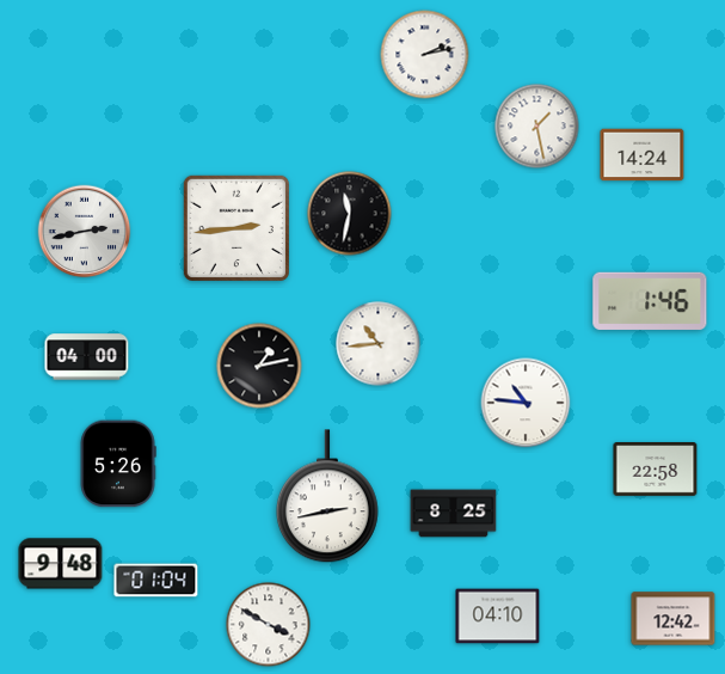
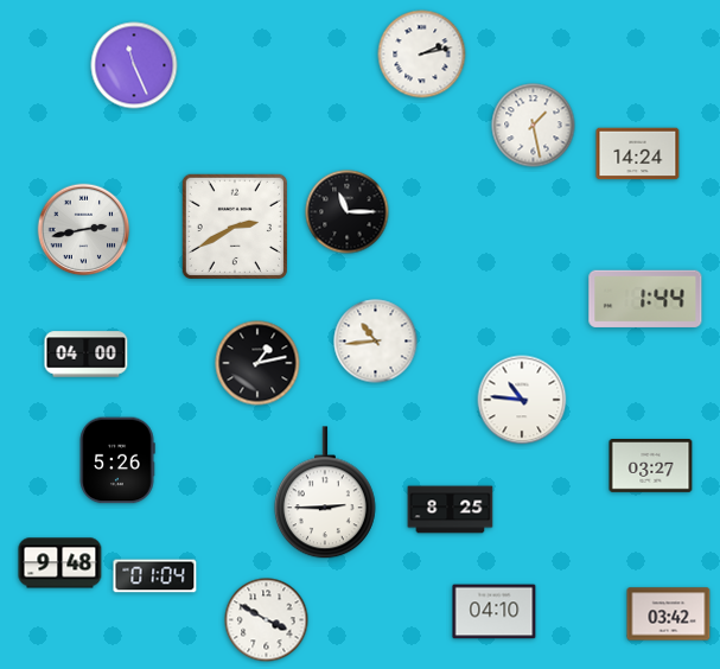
clock at (134, 65): none -> 11:26
clock at (350, 214): 11:32 -> 11:15
clock at (236, 228): 2:44 -> 2:40
clock at (650, 301): 1:46 -> 1:44
clock at (656, 470): 22:58 -> 03:27
clock at (327, 497): 2:43 -> 2:45
clock at (61, 564) position: (61, 564) -> (60, 563)
clock at (674, 619): 12:42 -> 03:42
